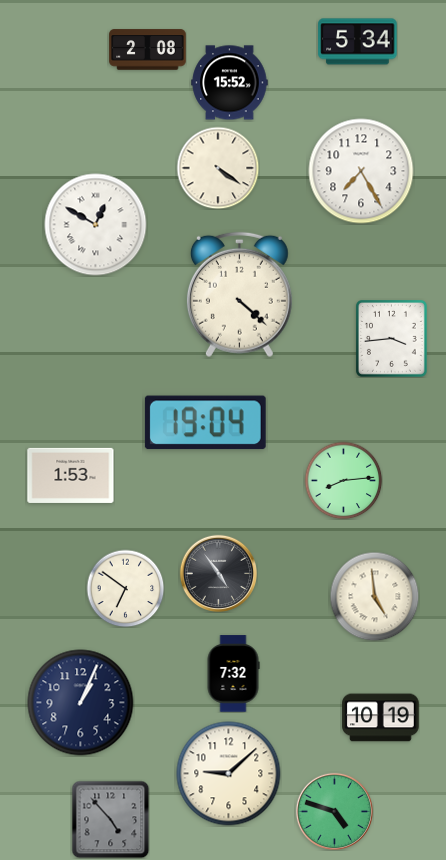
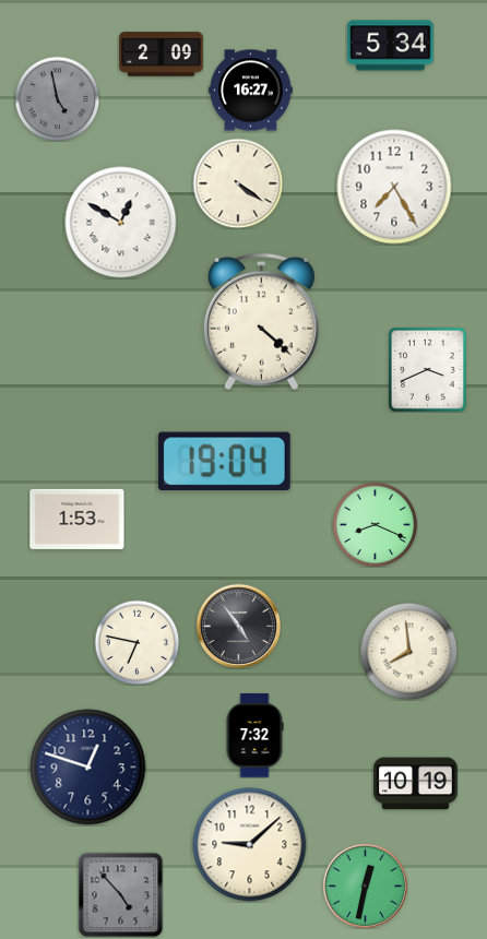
clock at (148, 50): 2:08 -> 2:09
clock at (230, 83): 15:52 -> 16:27
clock at (57, 98): none -> 4:58
clock at (96, 225) position: (96, 225) -> (121, 223)
clock at (391, 338): 3:44 -> 3:41
clock at (343, 480): 8:14 -> 8:19
clock at (125, 588): 6:51 -> 6:47
clock at (374, 596): 4:59 -> 7:59
clock at (81, 703): 1:04 -> 12:48
clock at (334, 811): 4:48 -> 12:32
